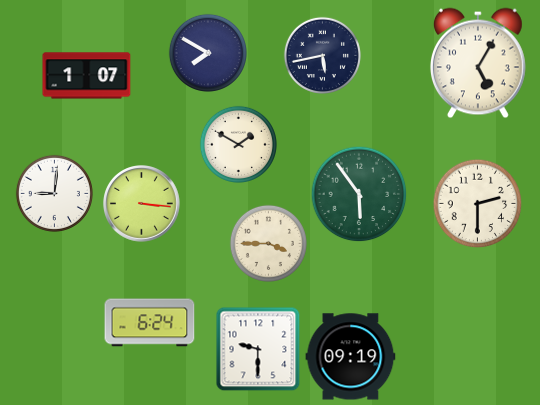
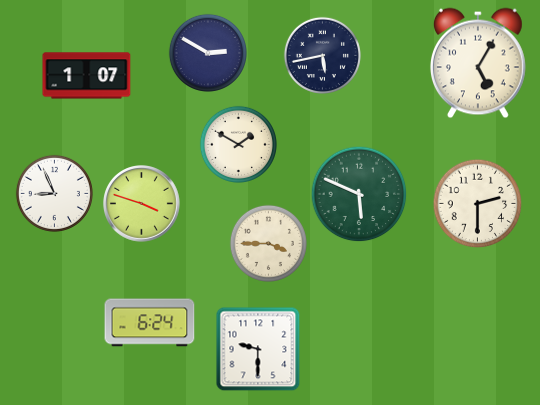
clock at (208, 53): 7:50 -> 2:50
clock at (54, 193): 9:01 -> 8:56
clock at (359, 194): 5:54 -> 5:49
clock at (142, 204): 3:16 -> 3:48
clock at (351, 357): 09:19 -> none
